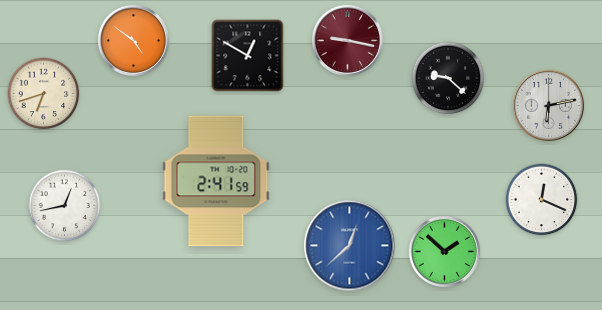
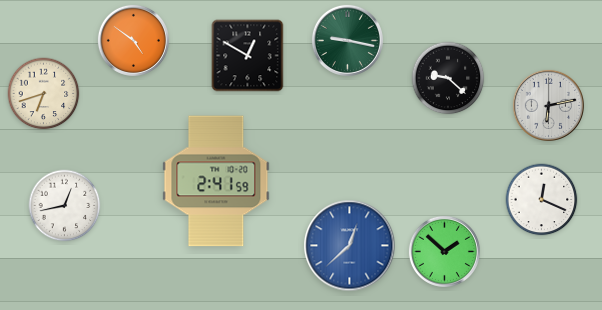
clock at (347, 40) dial: burgundy -> green
